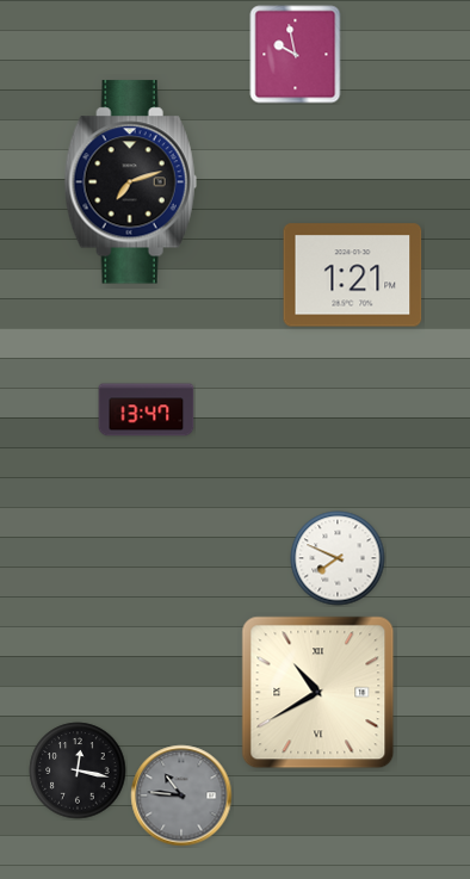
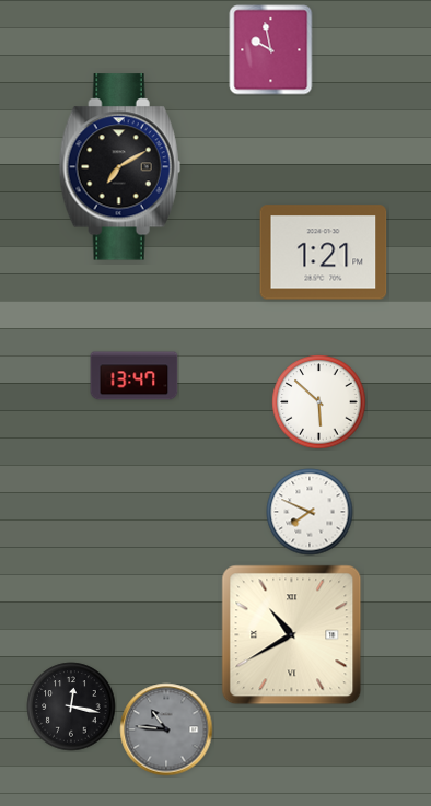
clock at (130, 182): 7:12 -> 7:10
clock at (319, 402): none -> 5:52
